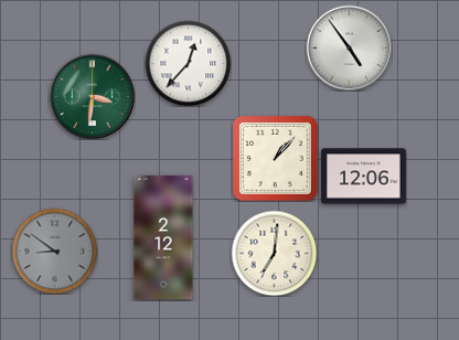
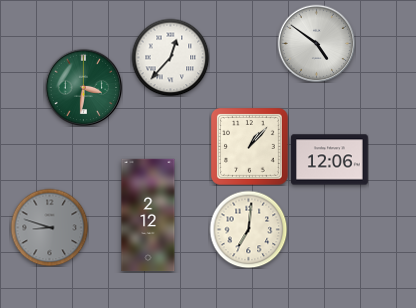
clock at (349, 47): 4:54 -> 4:51
clock at (276, 159) position: (276, 159) -> (250, 147)
clock at (54, 251): 8:51 -> 8:48
